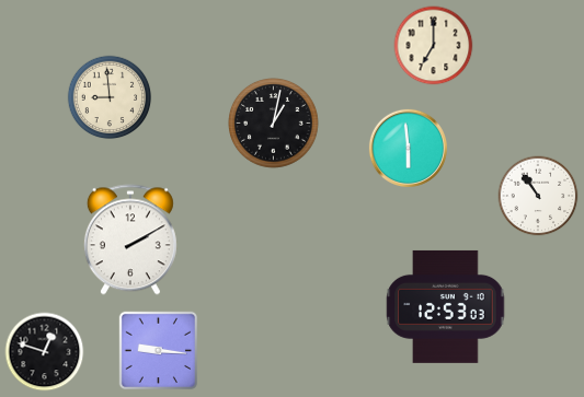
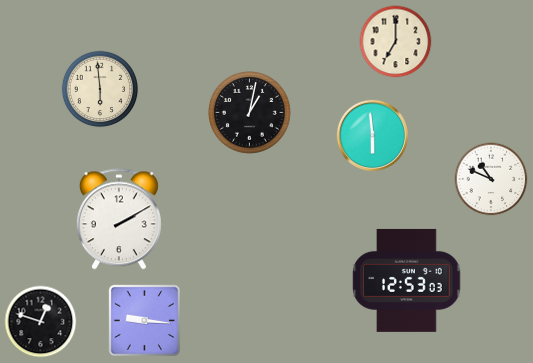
clock at (110, 97): 8:59 -> 5:59
clock at (538, 196): 10:54 -> 10:49
